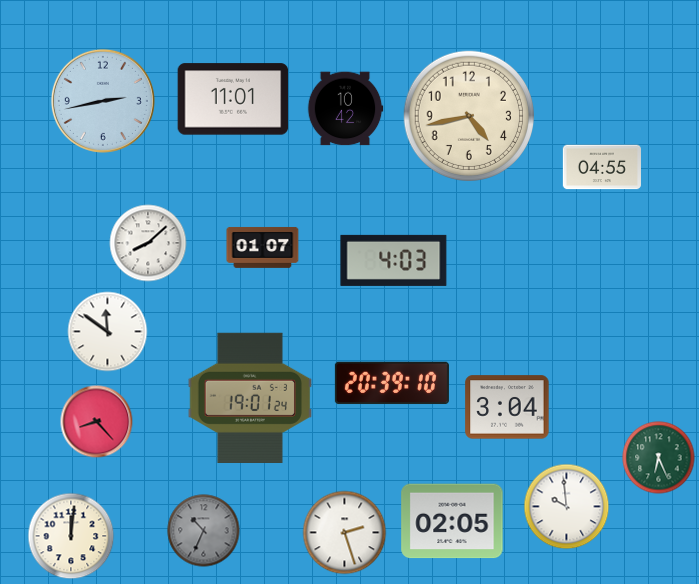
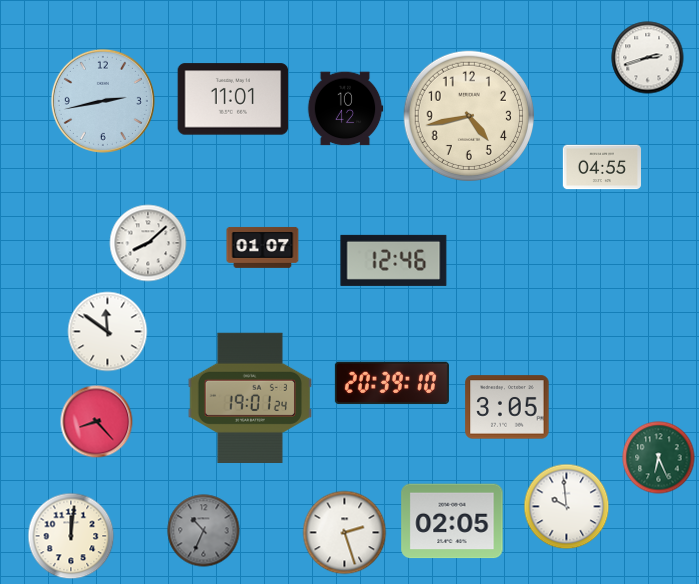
clock at (648, 58): none -> 2:42
clock at (394, 260): 4:03 -> 12:46
clock at (507, 407): 3:04 -> 3:05
